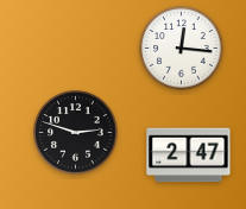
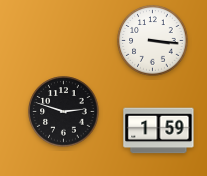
clock at (182, 49): 12:16 -> 3:16
clock at (189, 156): 2:47 -> 1:59
